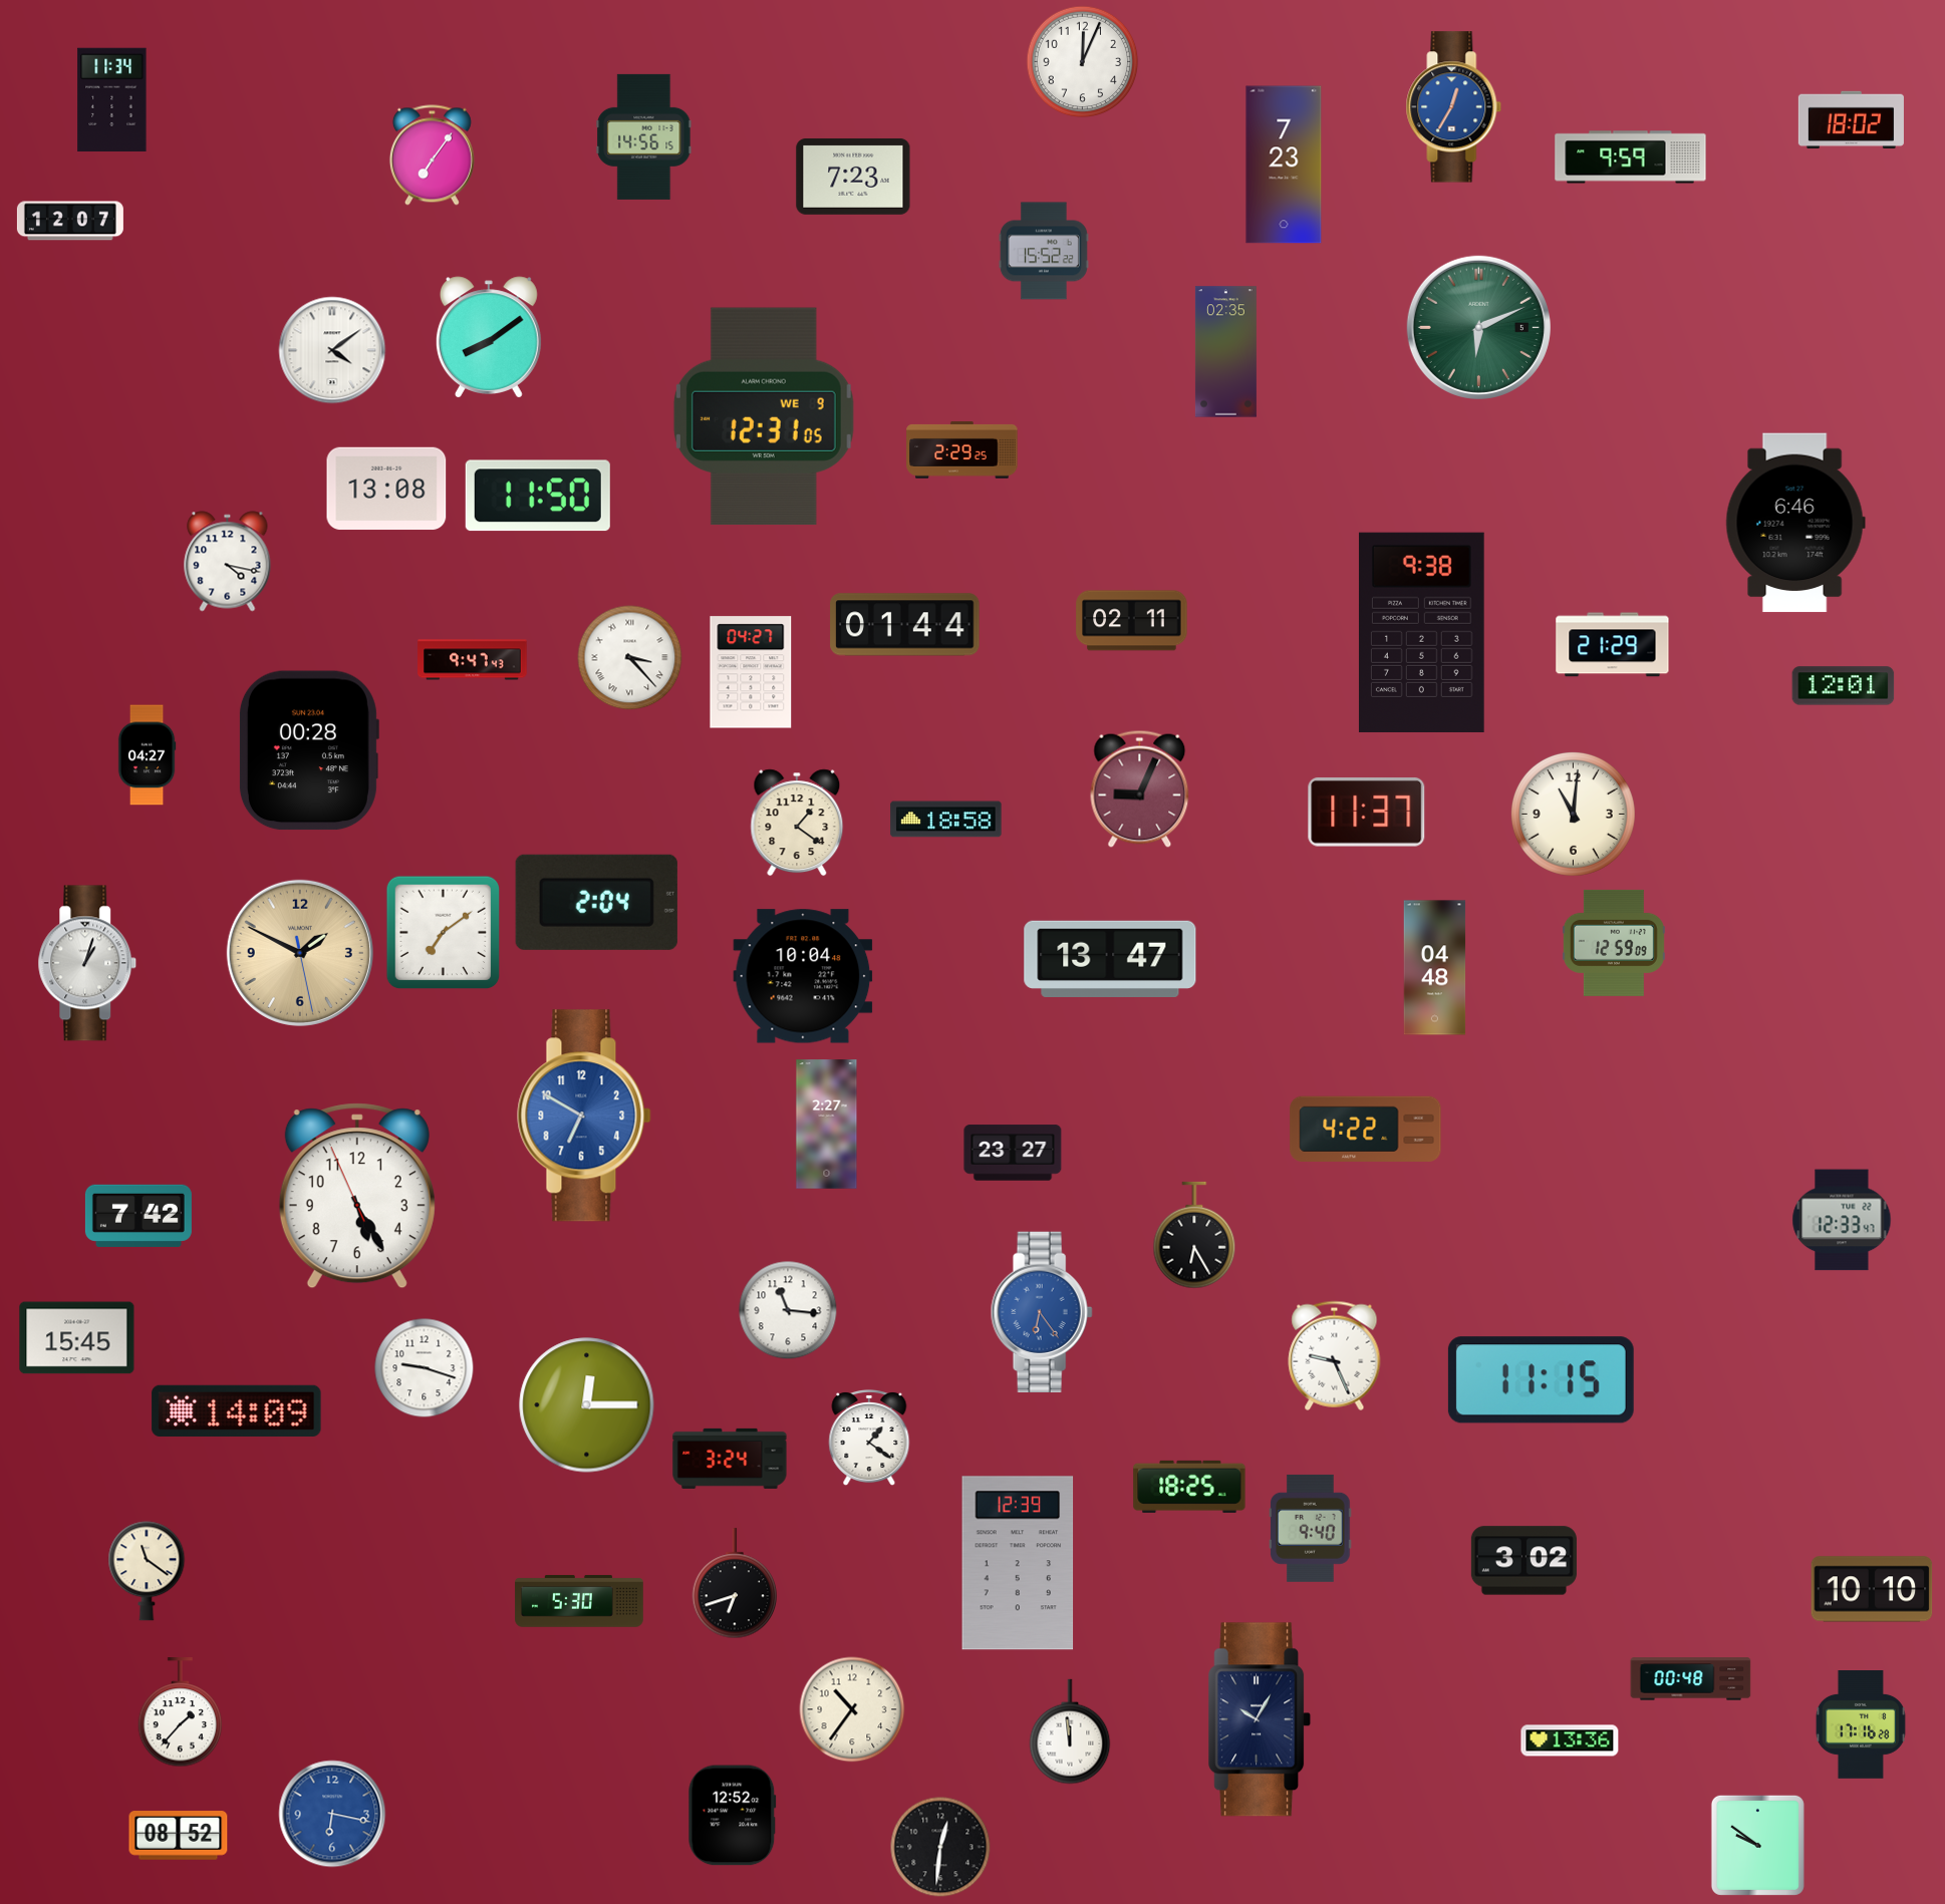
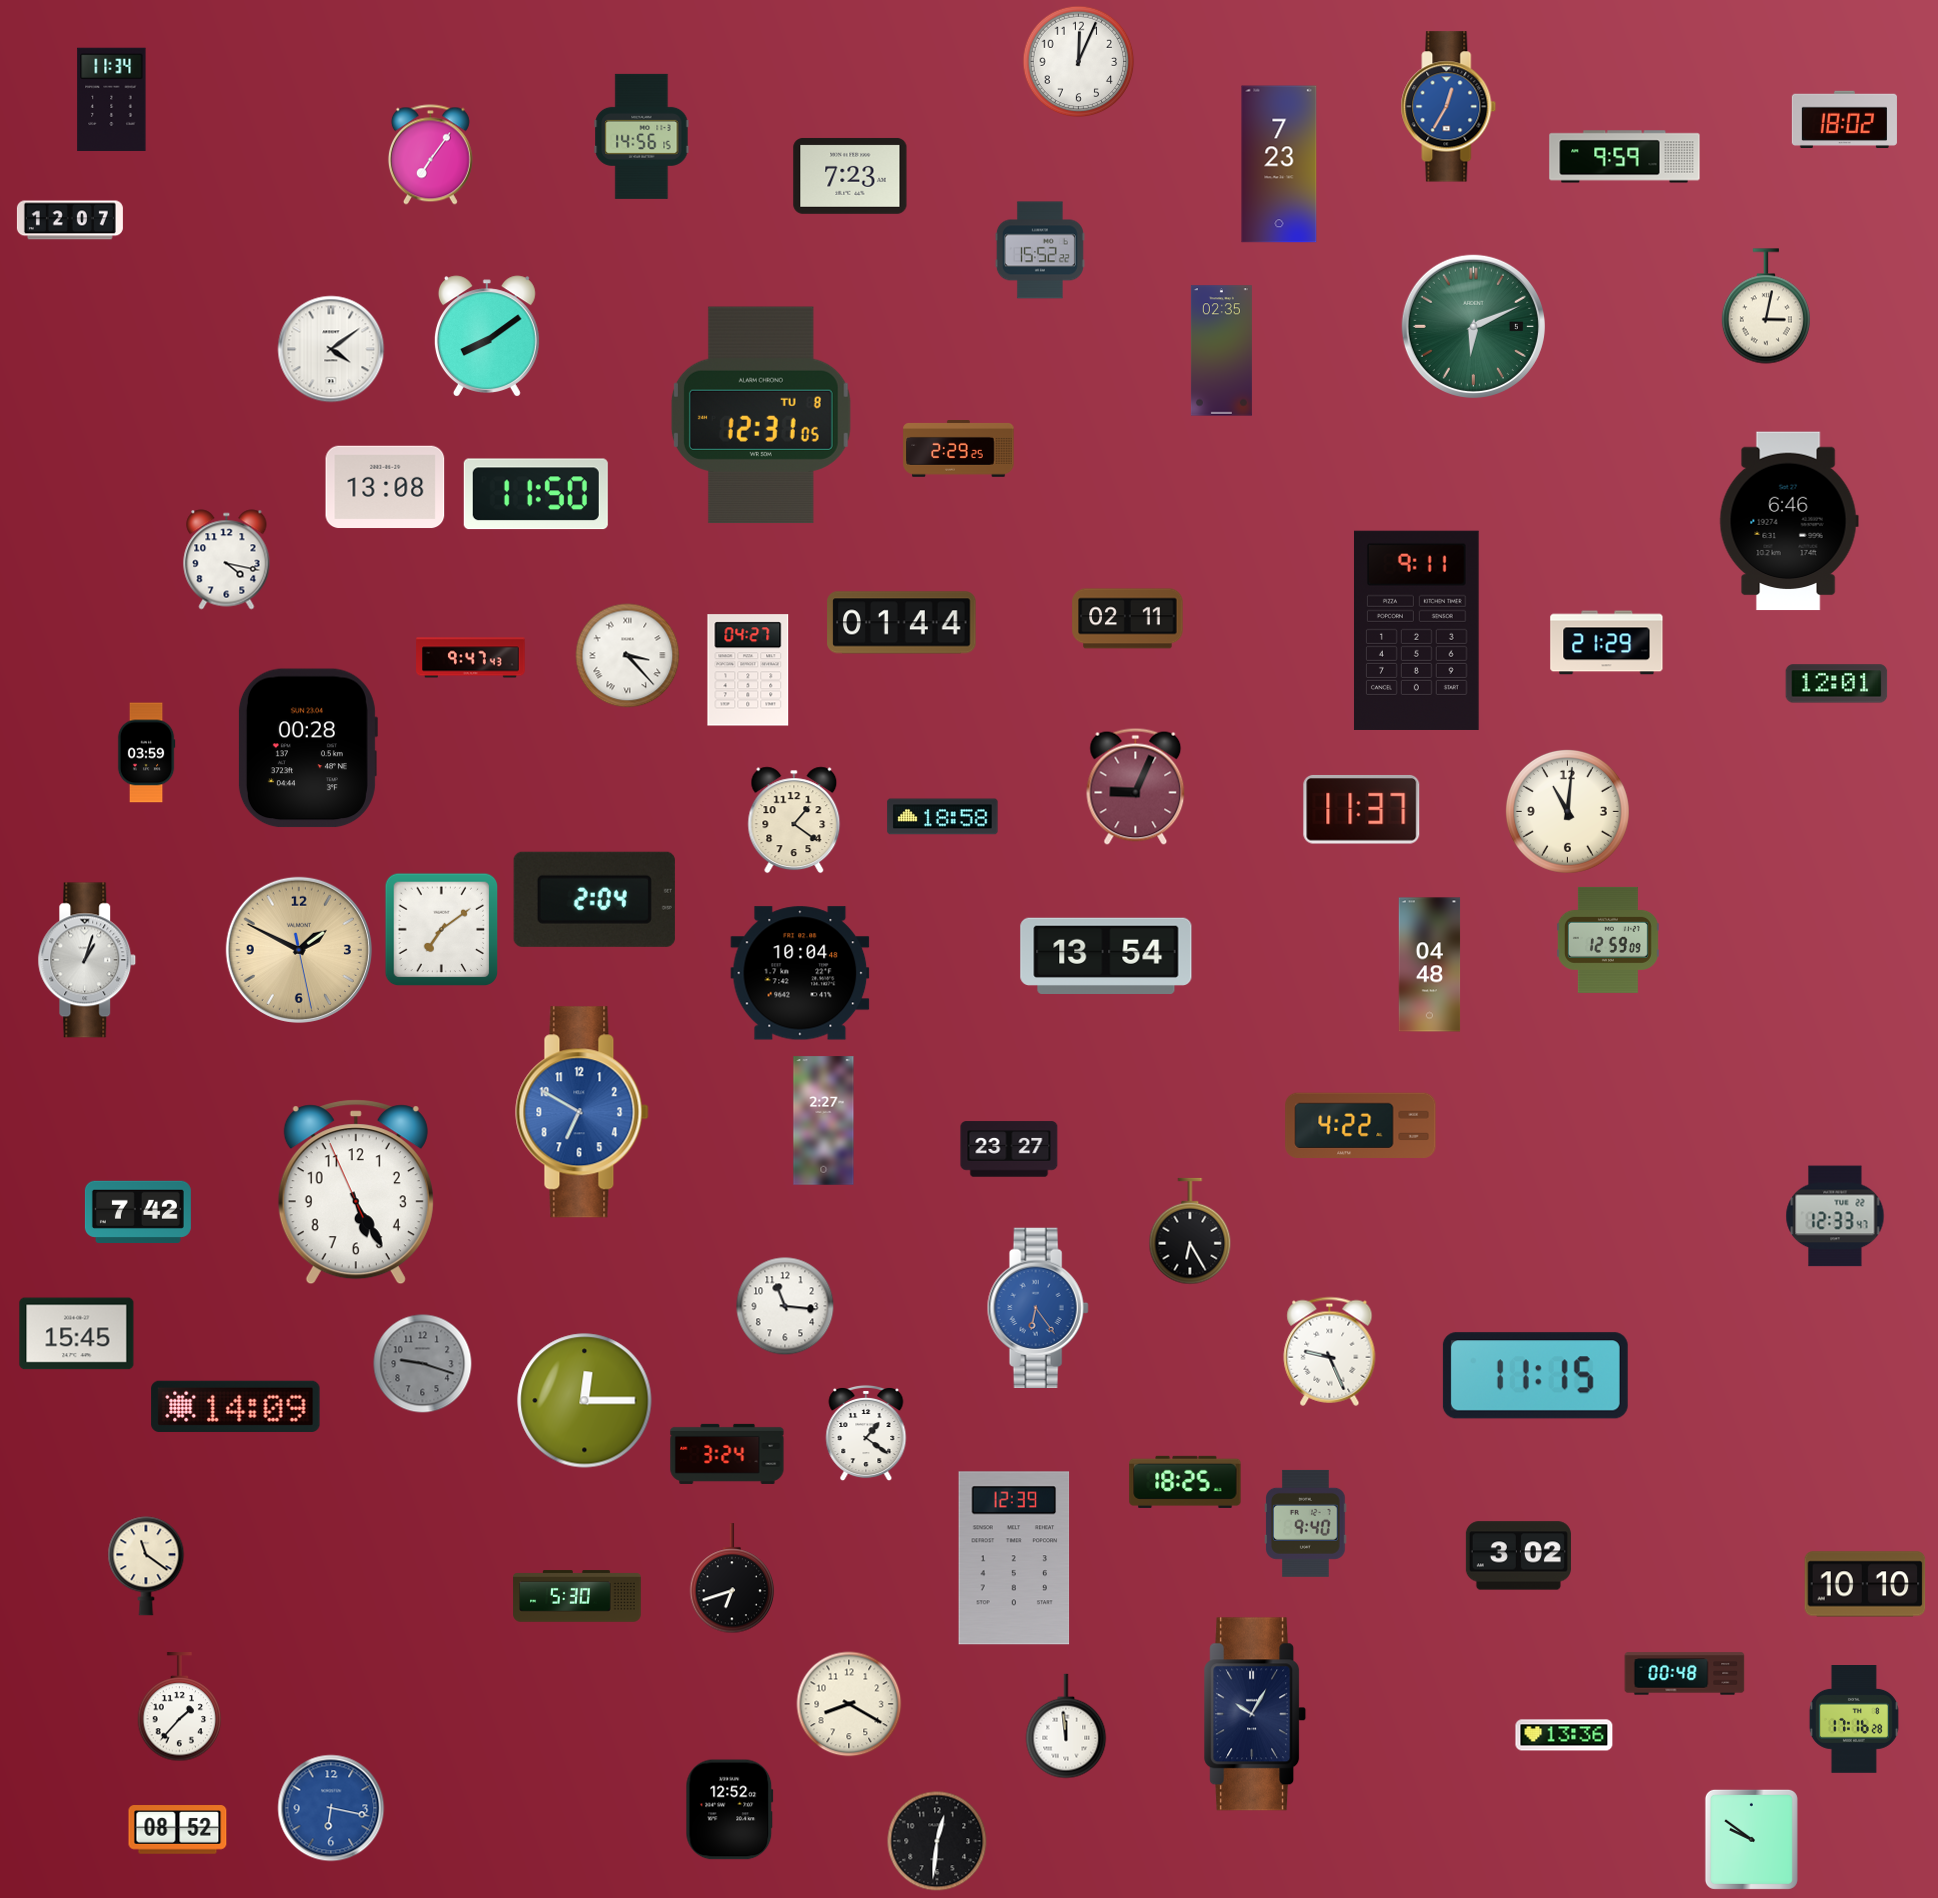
clock at (1766, 306): none -> 3:02
clock at (764, 416) date: WE 9 -> TU 8
clock at (1421, 632): 9:38 -> 9:11
clock at (147, 755): 04:27 -> 03:59
clock at (1110, 958): 13:47 -> 13:54
clock at (425, 1368) dial: white -> grey
clock at (852, 1709): 10:36 -> 8:20
